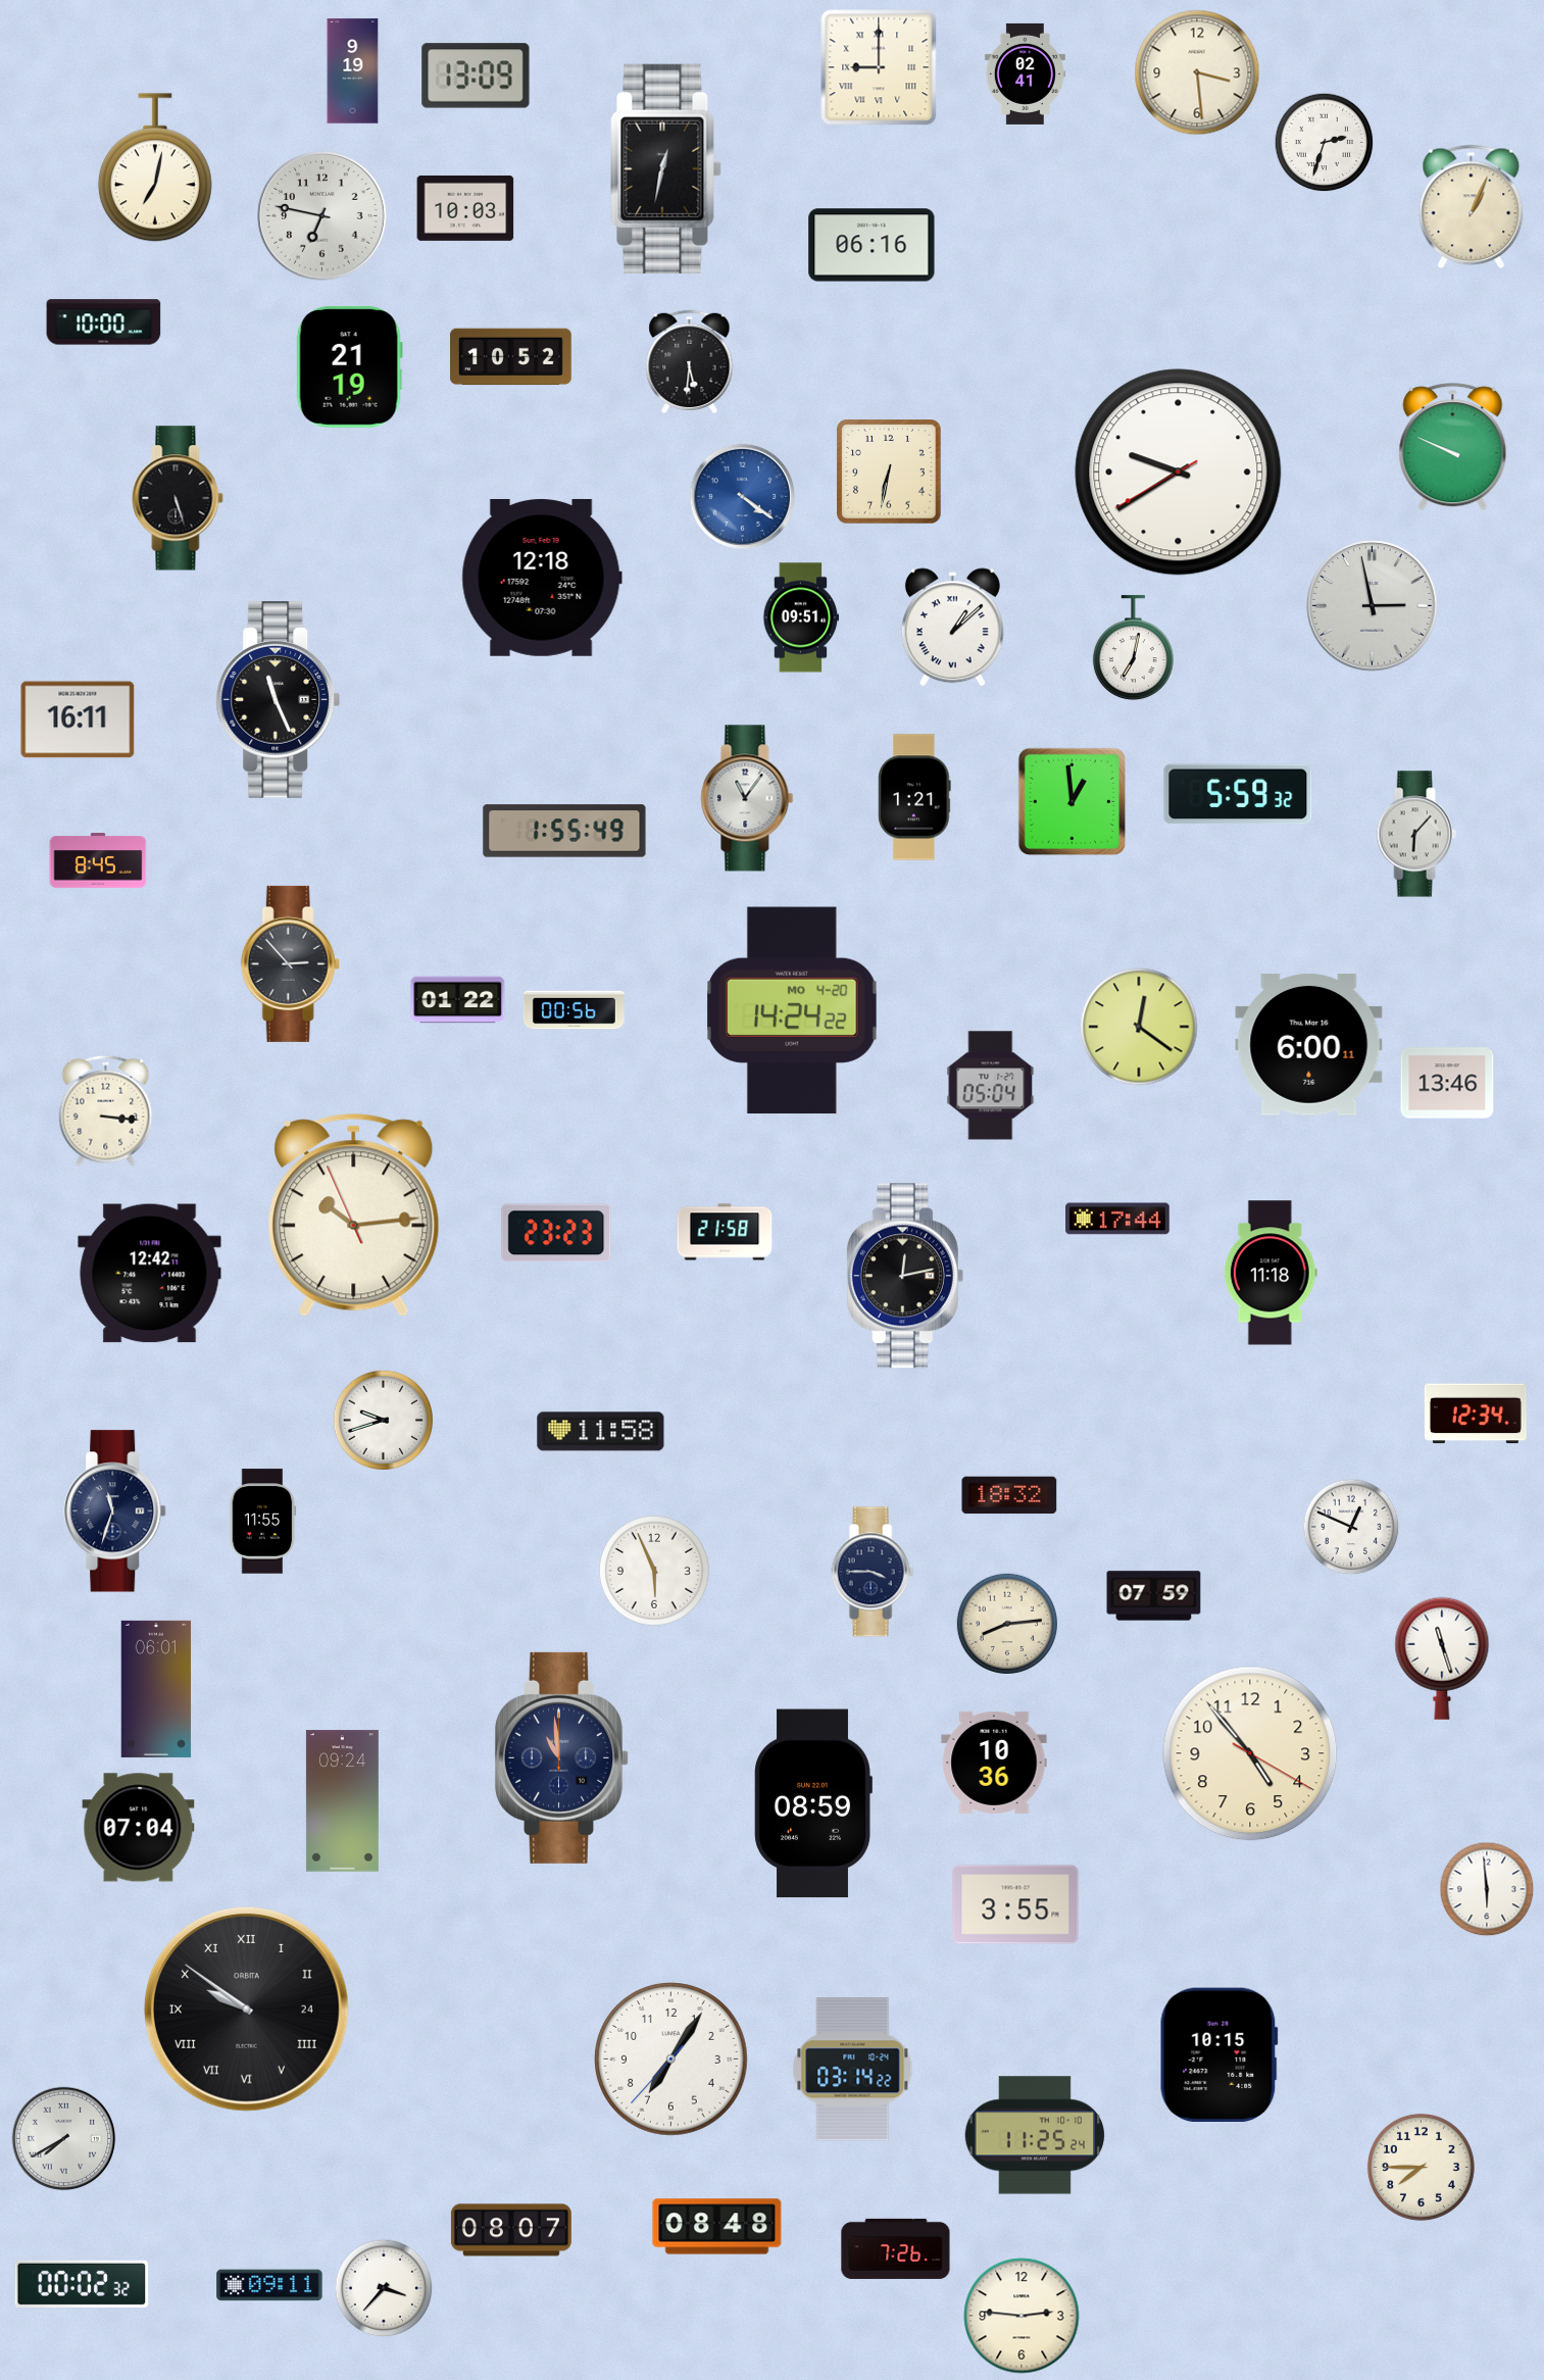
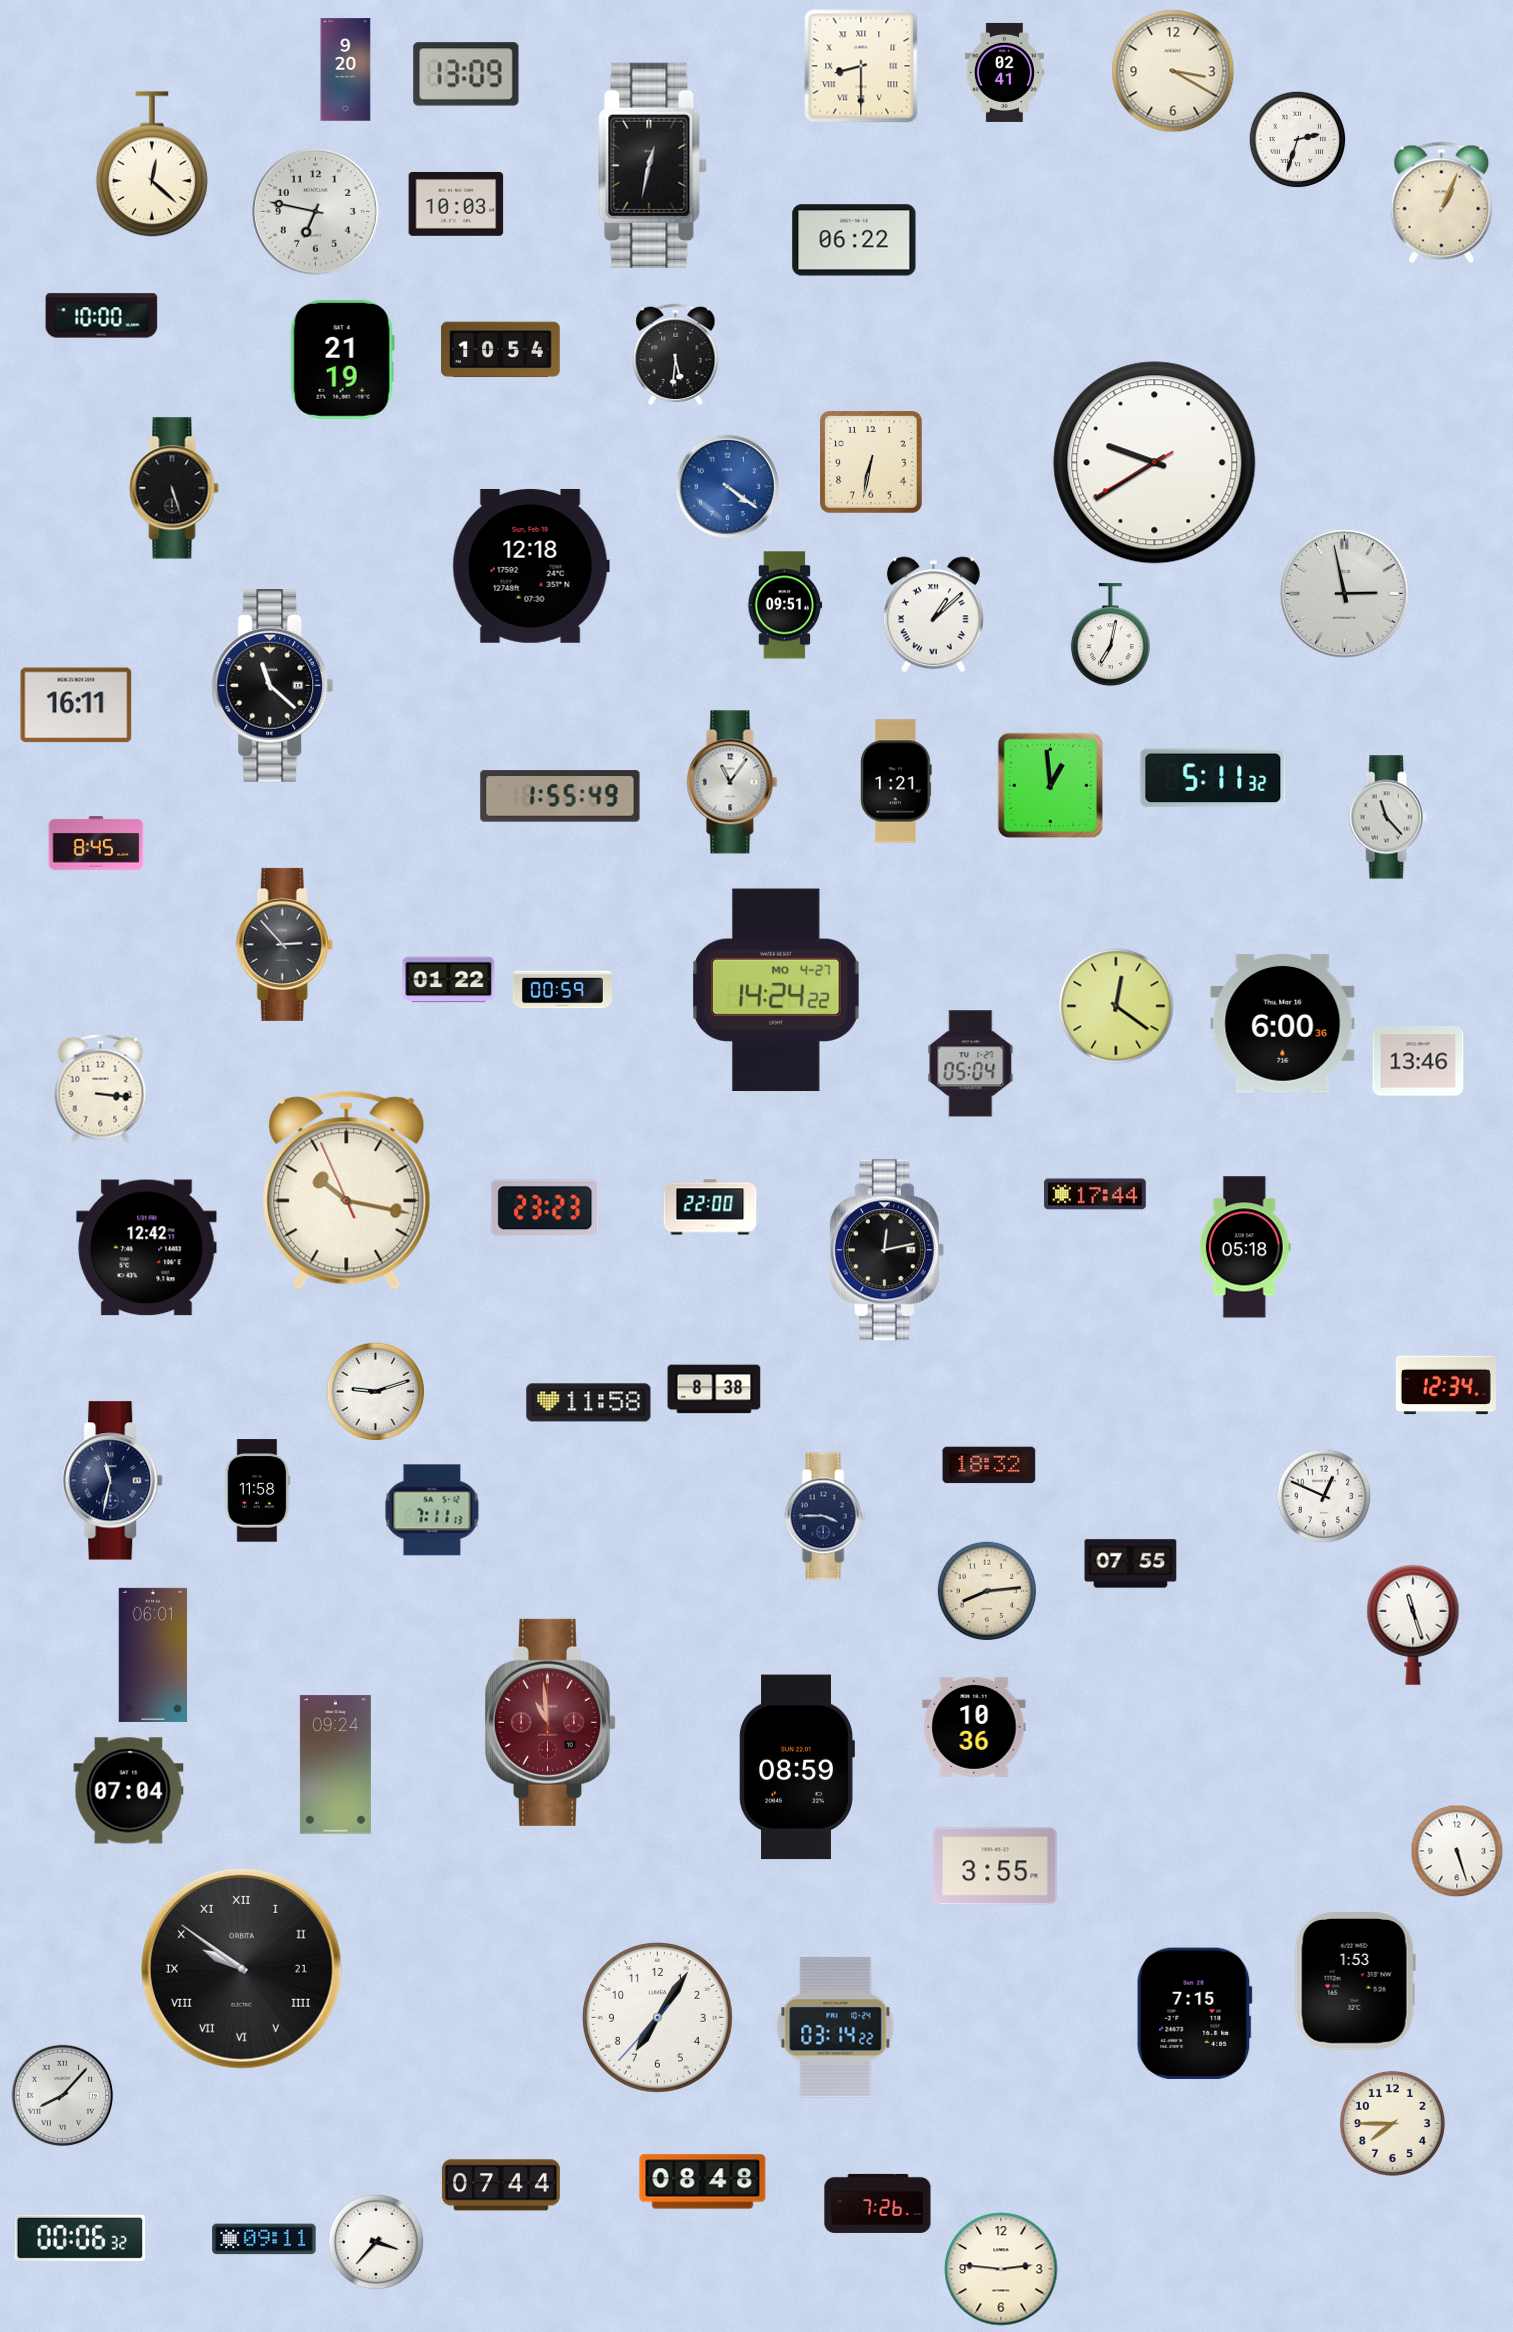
clock at (879, 67): 9:00 -> 8:30
clock at (353, 71): 9:19 -> 9:20
clock at (1197, 72): 3:29 -> 3:20
clock at (155, 167): 7:02 -> 12:22
clock at (871, 245): 06:16 -> 06:22
clock at (511, 357): 10:52 -> 10:54
clock at (1453, 447): 9:49 -> none
clock at (279, 700): 11:26 -> 11:22
clock at (1238, 794): 5:59 -> 5:11
clock at (564, 831) position: (564, 831) -> (560, 796)
clock at (1416, 834): 6:07 -> 11:23
clock at (574, 1010): 00:56 -> 00:59
clock at (792, 1010) date: MO 4-20 -> MO 4-27
clock at (1309, 1044): 6:00:11 -> 6:00:36
clock at (106, 1110) position: (106, 1110) -> (101, 1088)
clock at (354, 1214): 10:13 -> 10:16
clock at (725, 1232): 21:58 -> 22:00
clock at (1271, 1273): 11:18 -> 05:18
clock at (714, 1389): none -> 8:38
clock at (383, 1420): 9:42 -> 9:12
clock at (115, 1511): 11:33 -> 11:32
clock at (263, 1522): 11:55 -> 11:58
clock at (432, 1510): none -> 7:11
clock at (655, 1572): 5:56 -> none
clock at (873, 1572) position: (873, 1572) -> (825, 1516)
clock at (1154, 1596): 07:59 -> 07:55
clock at (1250, 1753): 4:53 -> none
clock at (561, 1757) dial: navy -> burgundy
clock at (139, 1828) position: (139, 1828) -> (129, 1791)
clock at (1487, 1889): 5:59 -> 5:27
clock at (246, 2009) date: 24 -> 21
clock at (1355, 1982): none -> 1:53
clock at (1218, 2054): 10:15 -> 7:15
clock at (1035, 2135): 11:25 -> none
clock at (64, 2139): 7:40 -> 8:07
clock at (511, 2230): 08:07 -> 07:44
clock at (82, 2284): 00:02 -> 00:06
